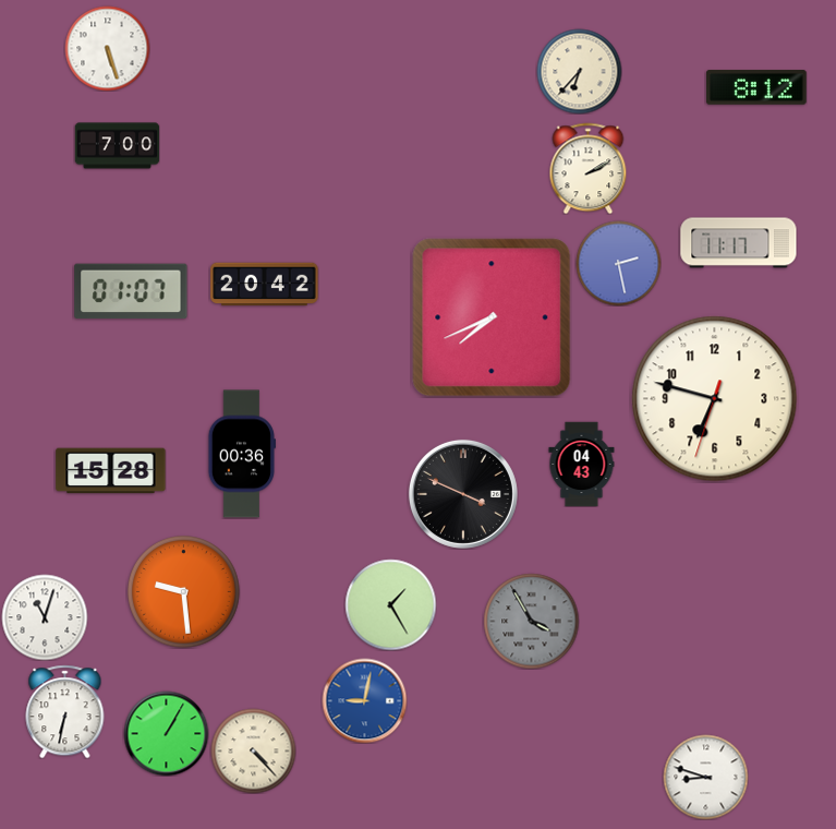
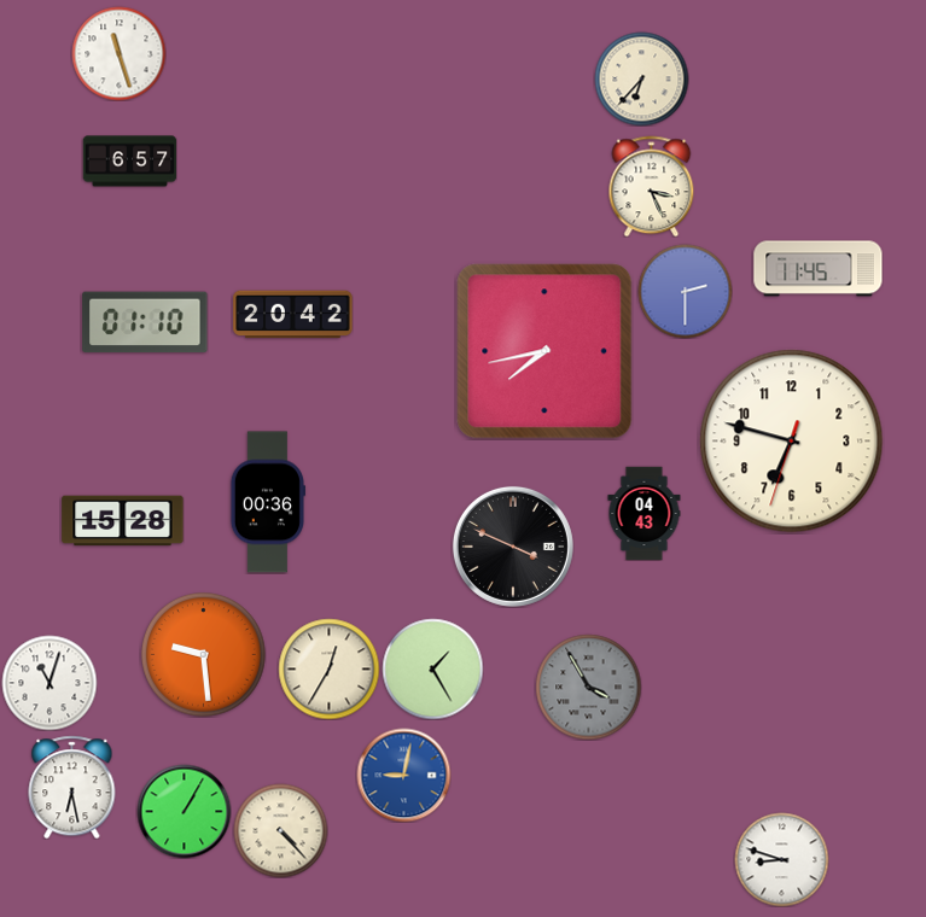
clock at (107, 48): 5:27 -> 11:27
clock at (758, 87): 8:12 -> none
clock at (117, 146): 7:00 -> 6:57
clock at (589, 168): 2:10 -> 3:26
clock at (739, 243): 11:17 -> 11:45
clock at (618, 263): 2:28 -> 2:30
clock at (131, 291): 01:07 -> 01:10
clock at (492, 317): 7:41 -> 7:43
clock at (328, 668): none -> 12:35
clock at (65, 711): 6:32 -> 6:28
